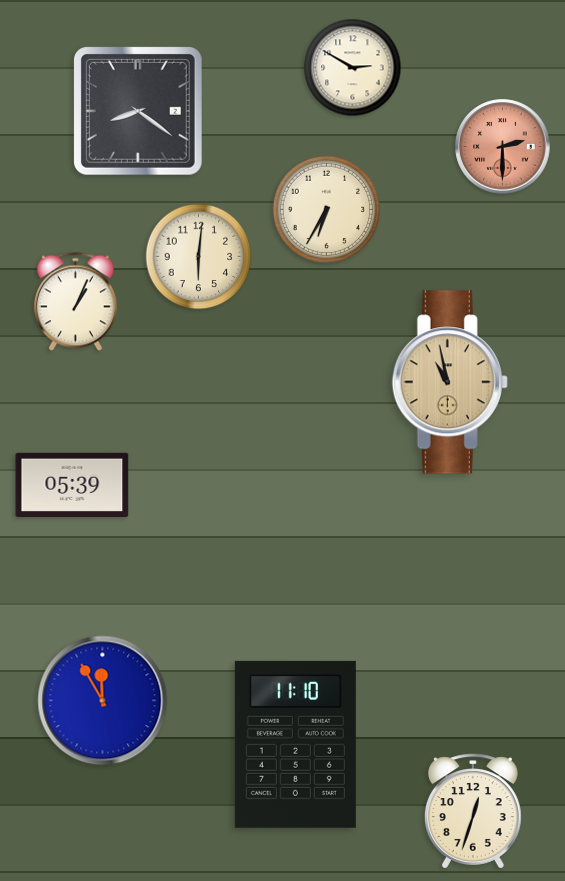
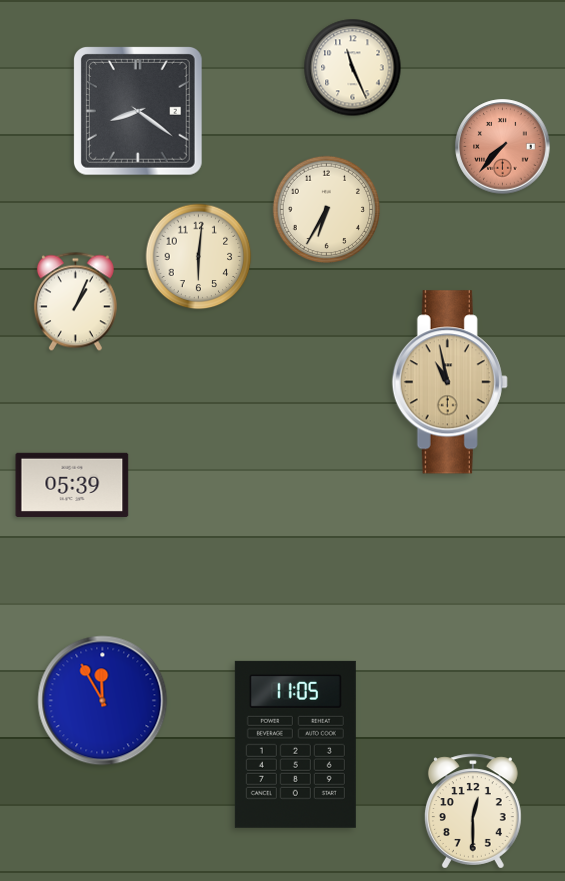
clock at (353, 68): 2:50 -> 11:26
clock at (503, 147): 2:30 -> 7:37
clock at (295, 744): 11:10 -> 11:05
clock at (473, 811): 12:33 -> 12:30
